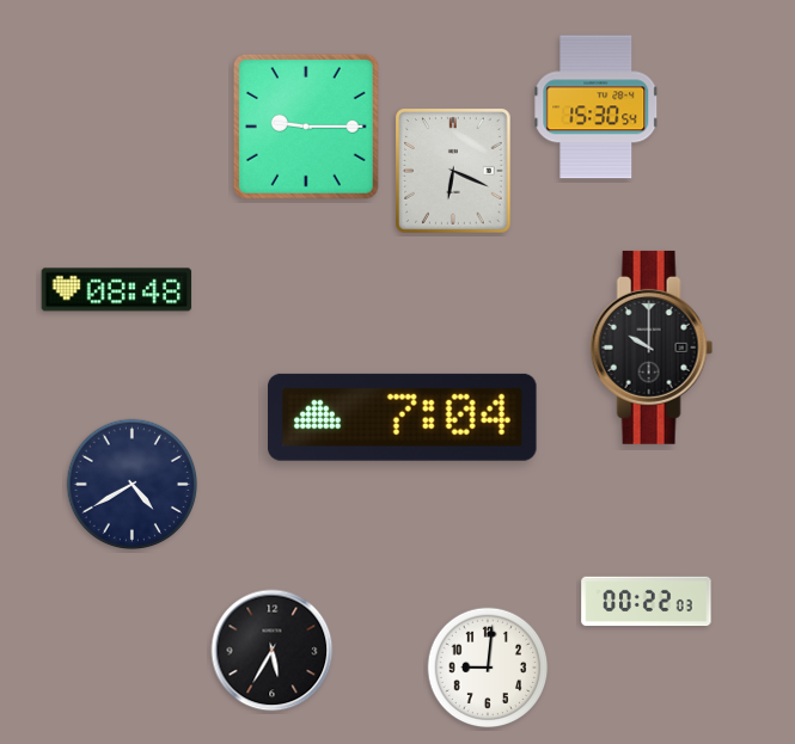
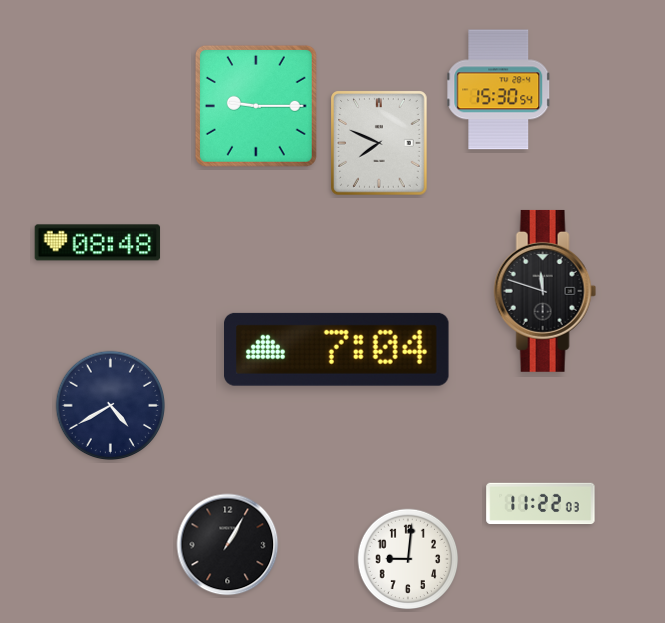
clock at (453, 171): 6:19 -> 7:49
clock at (652, 348): 10:00 -> 11:48
clock at (647, 602): 00:22 -> 11:22
clock at (273, 651): 5:35 -> 1:05
